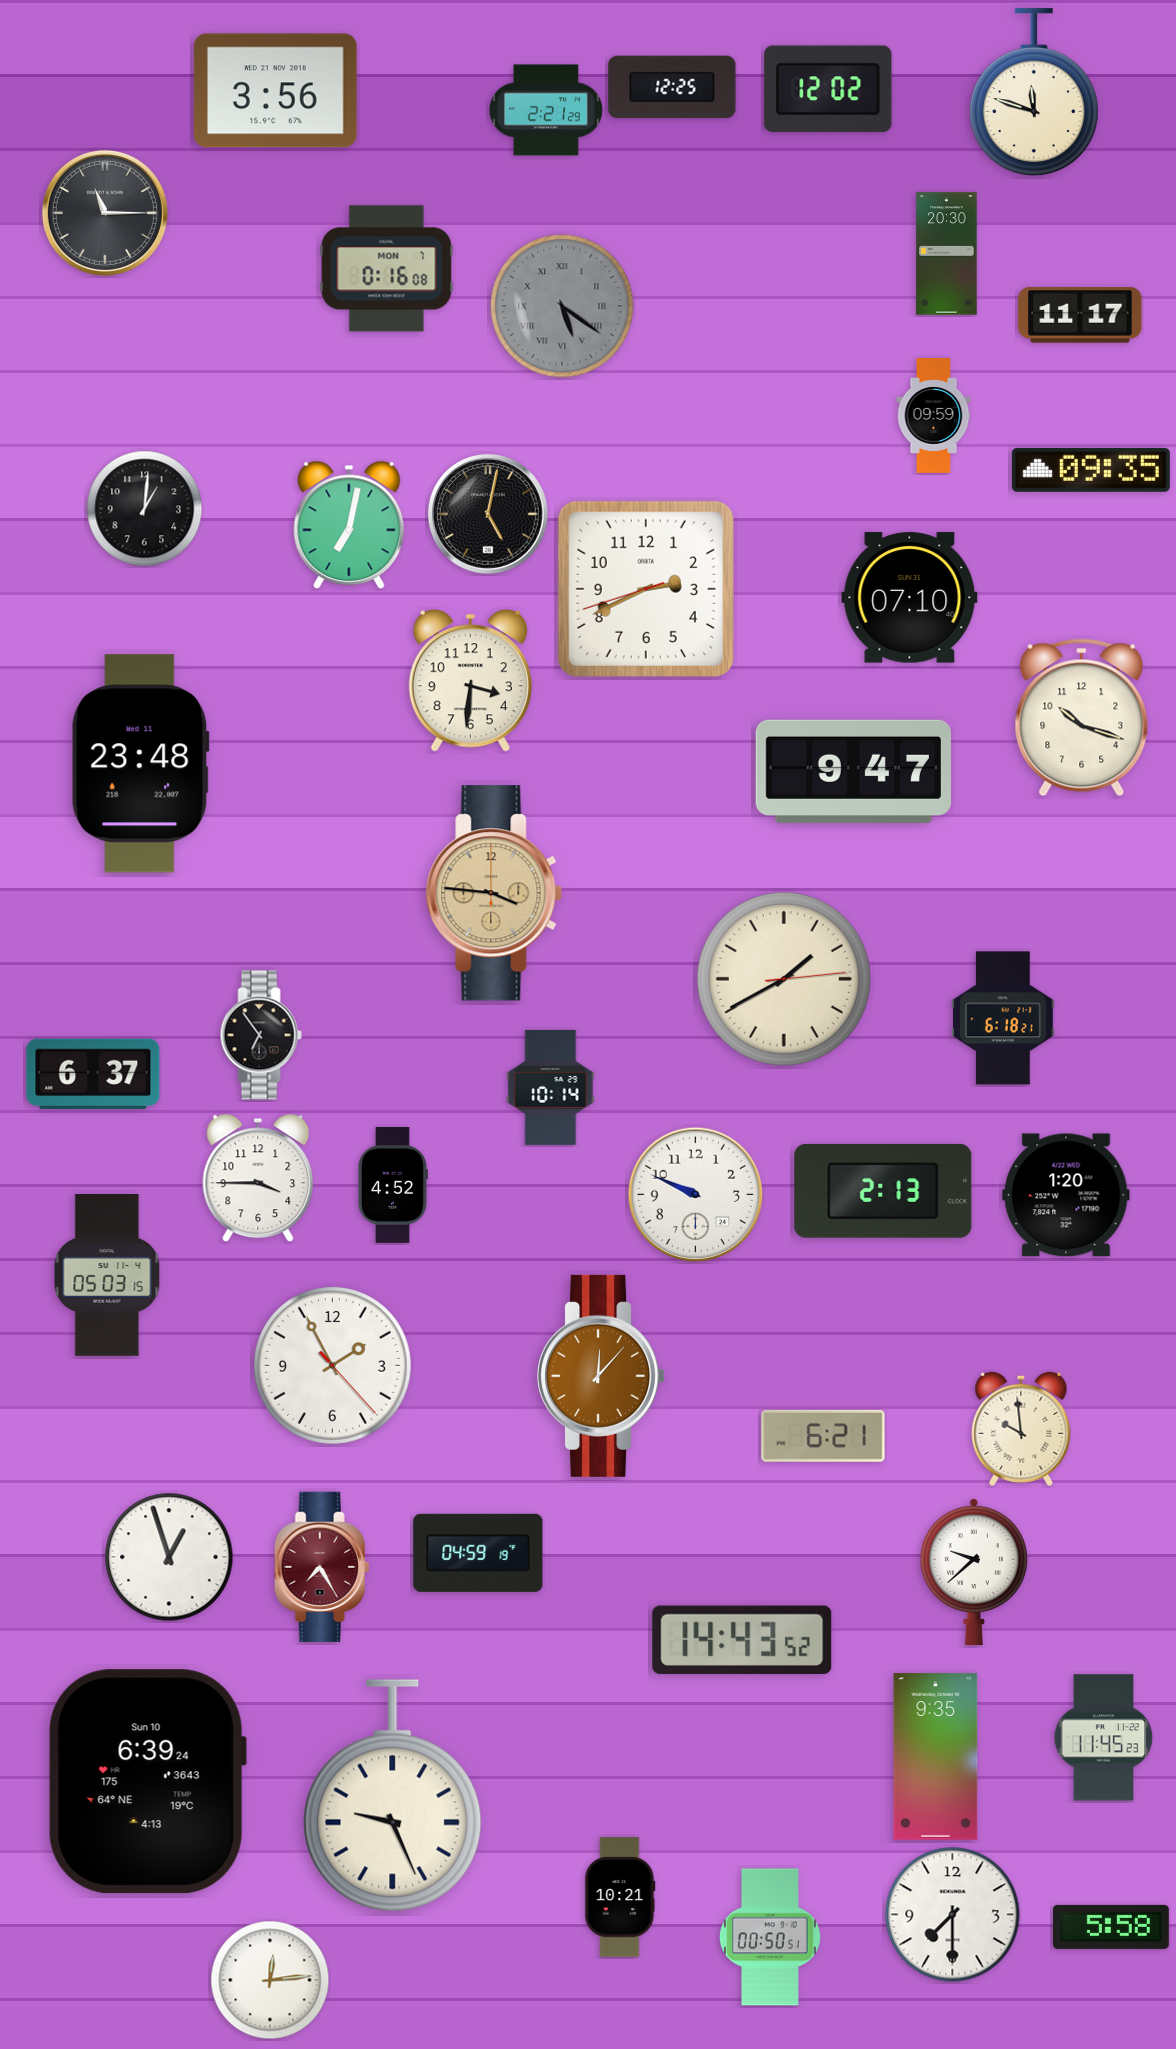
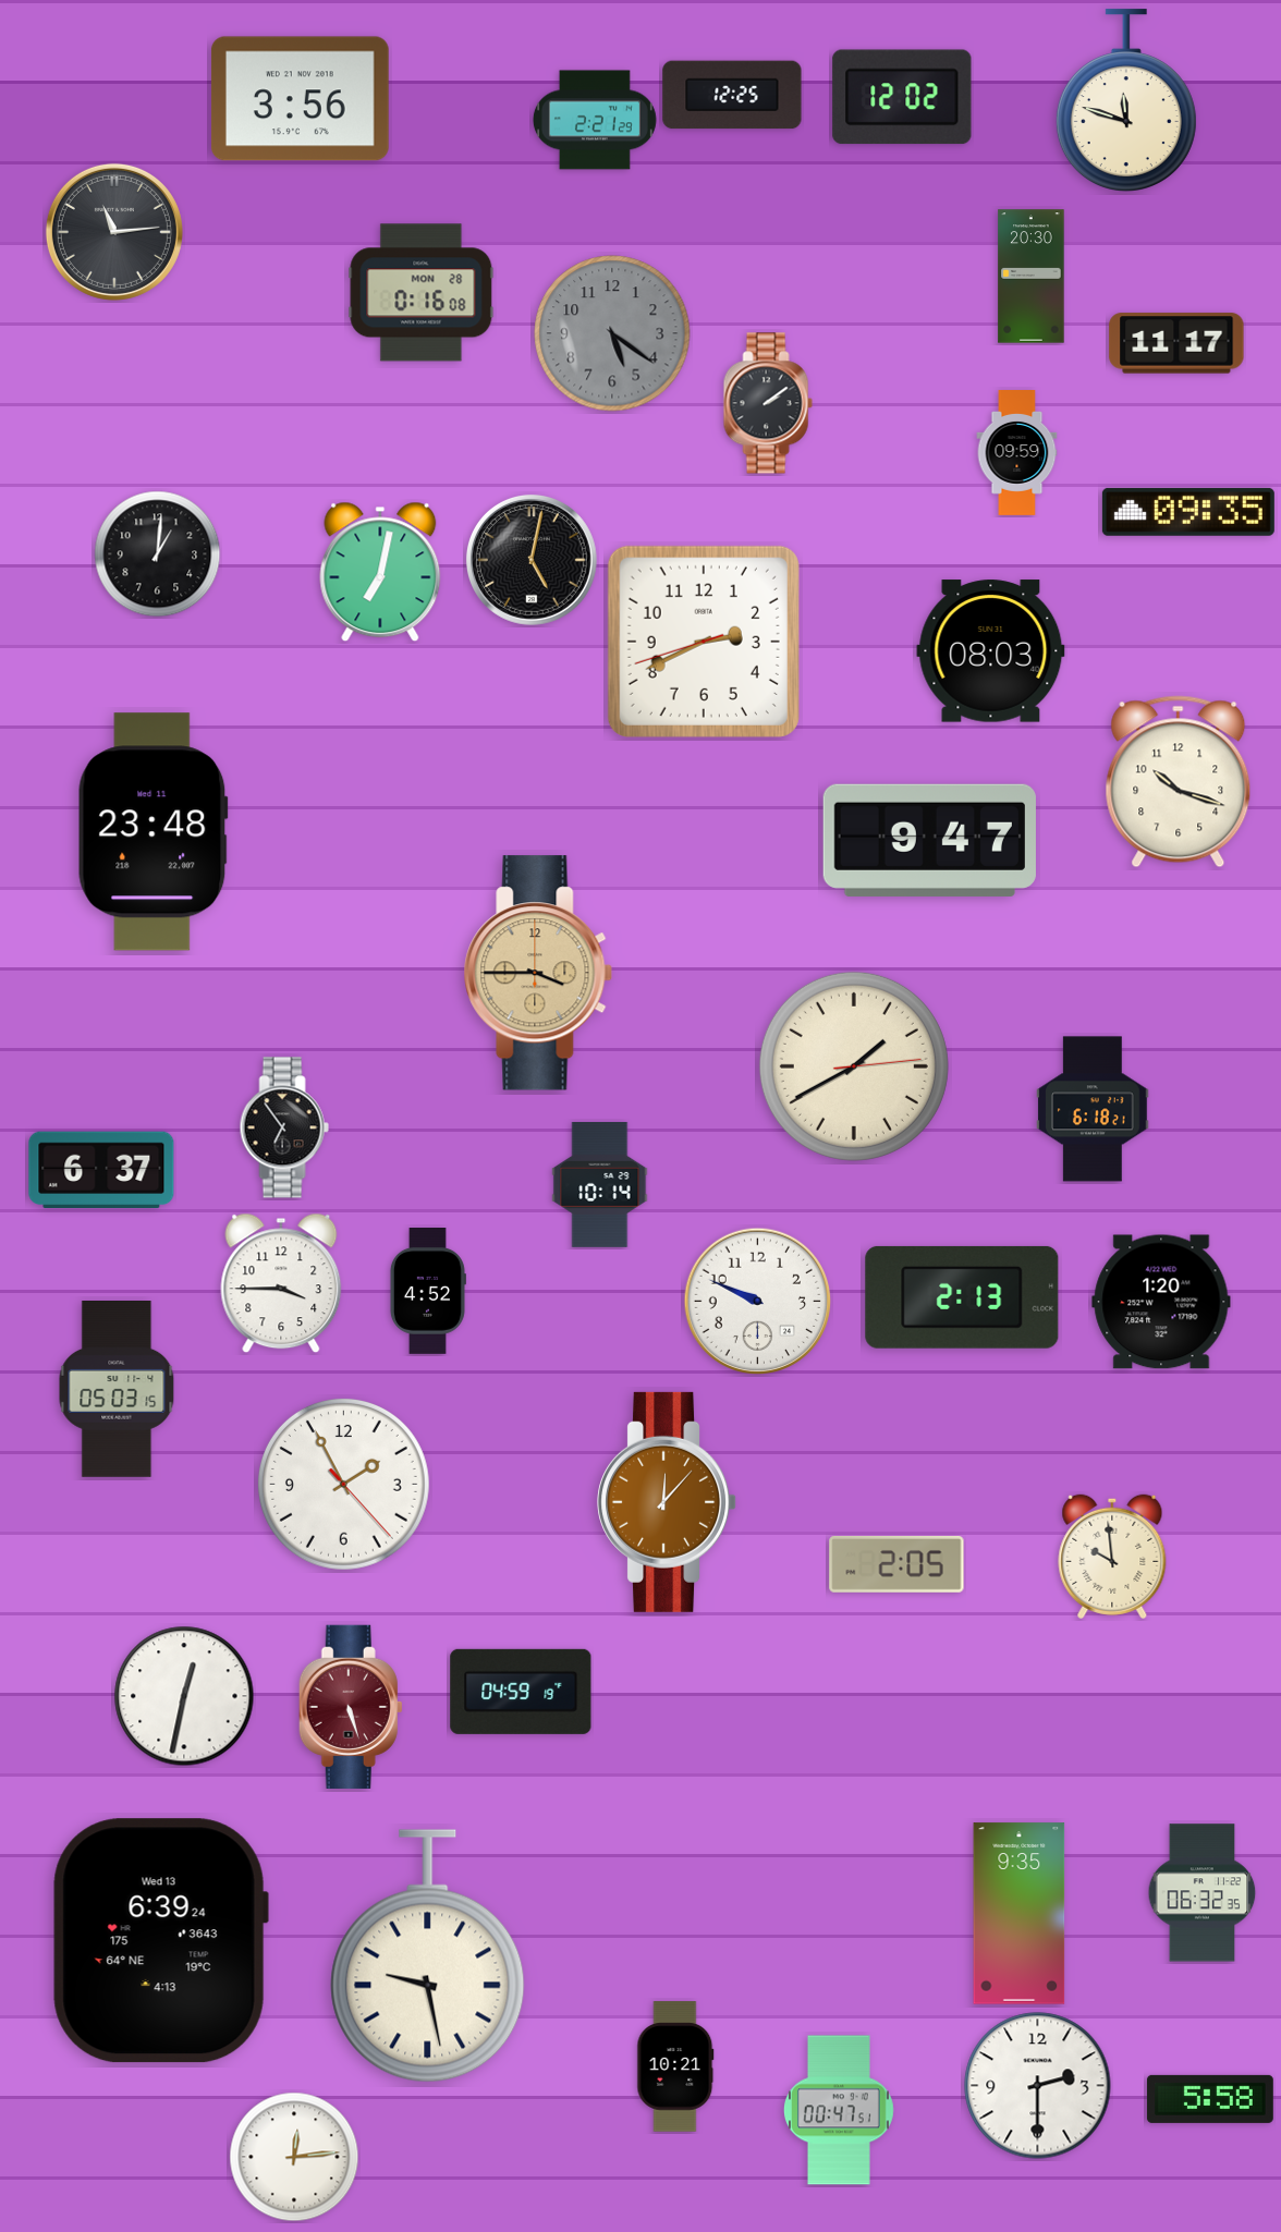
clock at (105, 213): 11:15 -> 11:14
clock at (387, 269) date: MON 7 -> MON 28
clock at (562, 306) numerals: Roman -> Arabic
clock at (768, 403): none -> 2:09
clock at (910, 598): 07:10 -> 08:03
clock at (470, 681): 3:31 -> none
clock at (494, 893): 3:46 -> 3:45
clock at (332, 1365) position: (332, 1365) -> (343, 1484)
clock at (602, 1376) position: (602, 1376) -> (668, 1502)
clock at (823, 1436): 6:21 -> 2:05
clock at (169, 1557): 12:57 -> 12:32
clock at (322, 1567): 7:25 -> 5:27
clock at (974, 1572): 9:38 -> none
clock at (742, 1640): 14:43 -> none
clock at (1104, 1738): 11:45 -> 06:32
clock at (147, 1782) date: Sun 10 -> Wed 13
clock at (393, 1796): 9:26 -> 9:28
clock at (953, 1915): 7:30 -> 2:30
clock at (770, 1937): 00:50 -> 00:47
